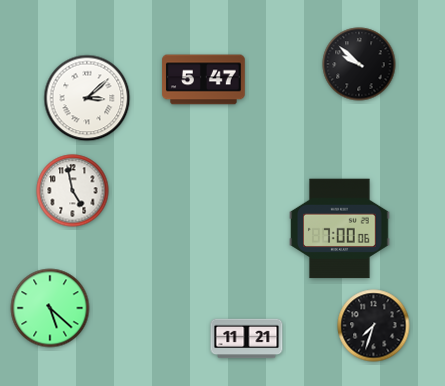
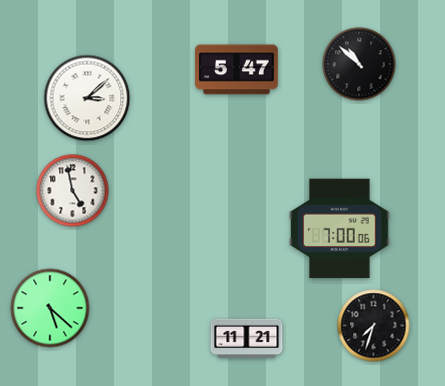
clock at (359, 64): 9:52 -> 10:52
clock at (204, 80) position: (204, 80) -> (237, 70)
